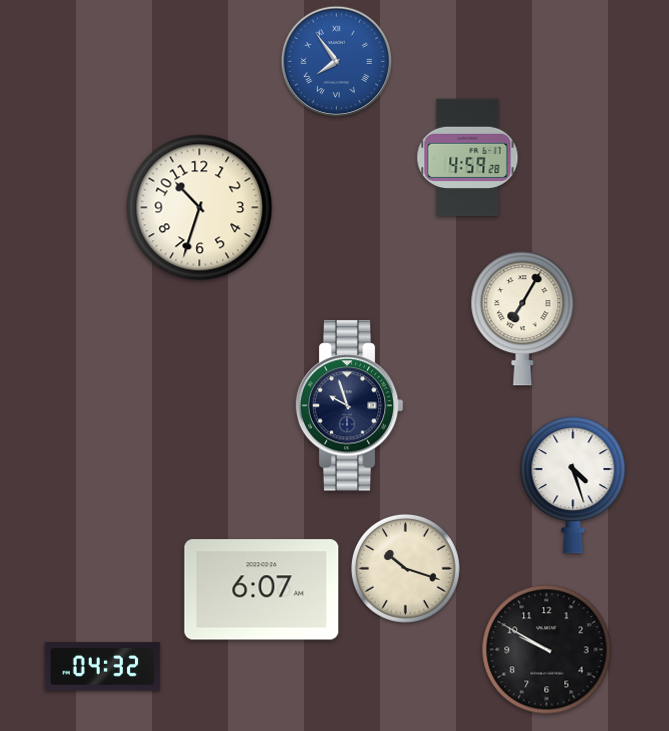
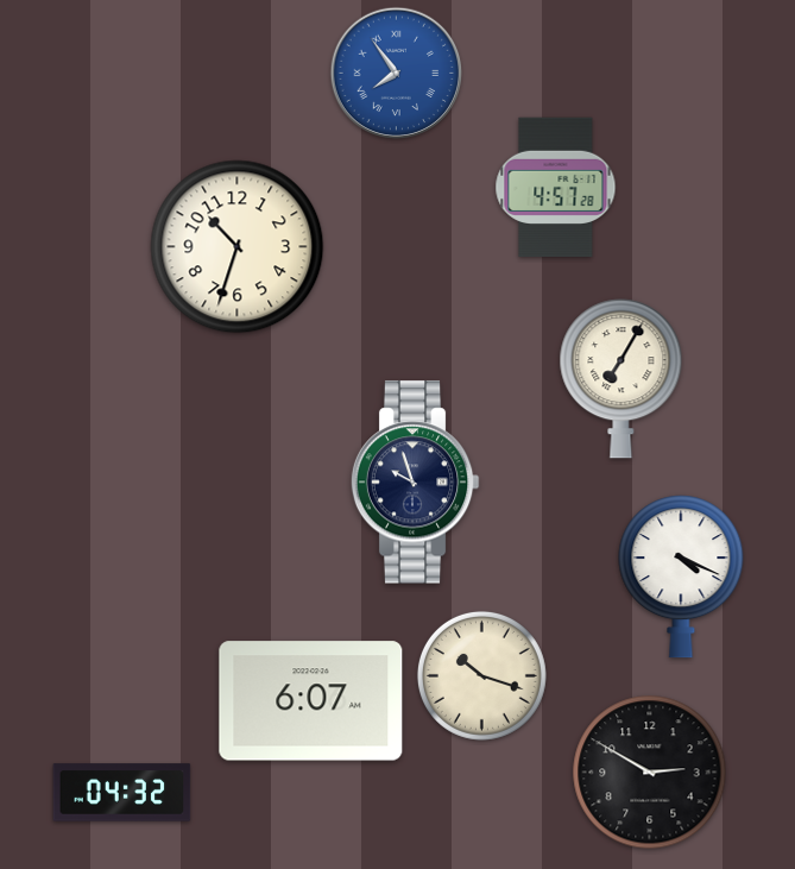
clock at (337, 62) position: (337, 62) -> (397, 74)
clock at (468, 158): 4:59 -> 4:57
clock at (573, 485): 4:27 -> 4:19
clock at (547, 650): 9:50 -> 2:50
